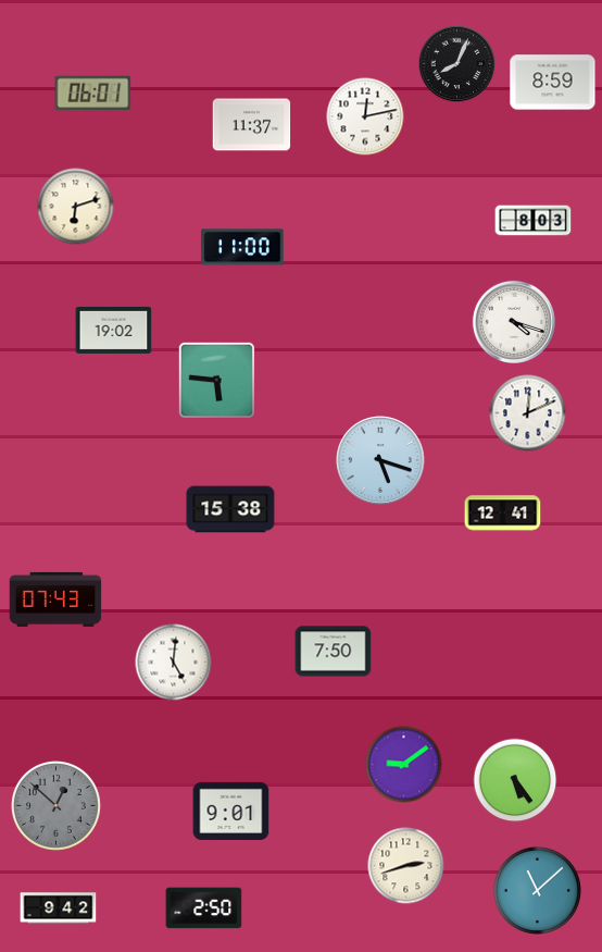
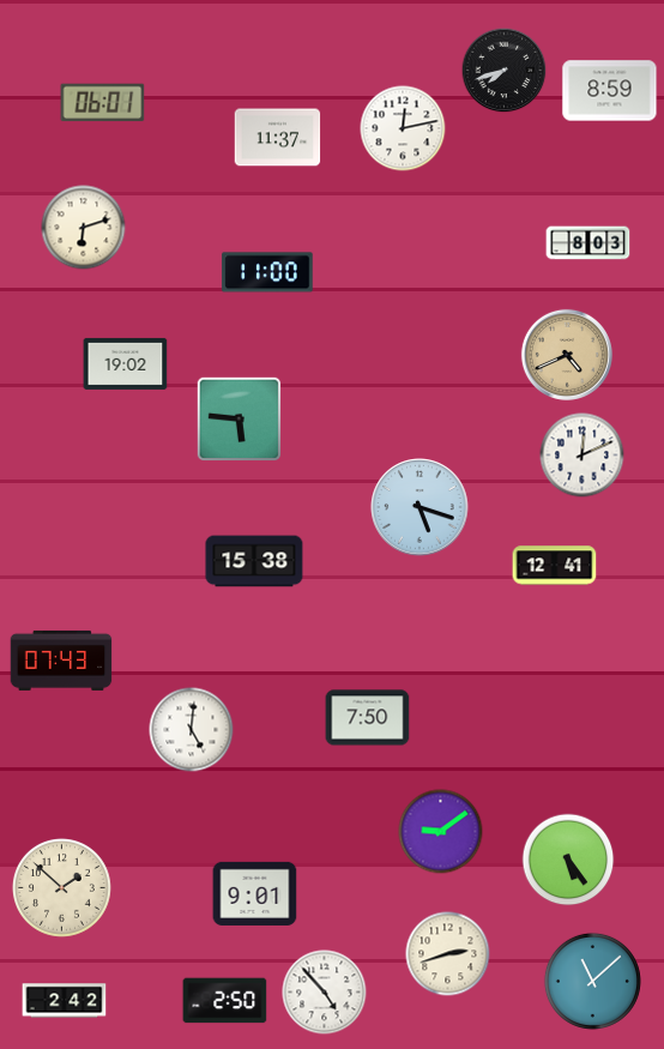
clock at (457, 64): 8:04 -> 7:42
clock at (514, 322): 4:18 -> 4:41
clock at (514, 322) dial: white -> champagne
clock at (404, 765) position: (404, 765) -> (441, 832)
clock at (57, 806): 12:52 -> 1:52
clock at (57, 806) dial: grey -> cream
clock at (325, 993): none -> 4:53
clock at (59, 908): 9:42 -> 2:42
